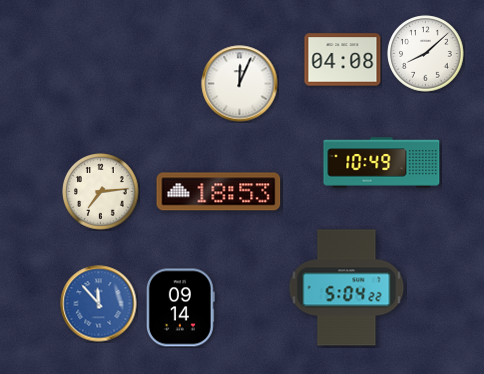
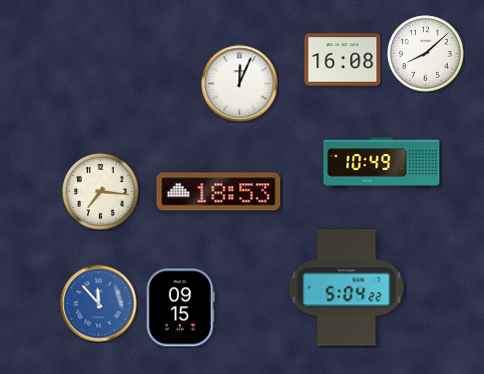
clock at (343, 60): 04:08 -> 16:08
clock at (101, 192): 7:14 -> 7:16
clock at (180, 308): 09:14 -> 09:15
